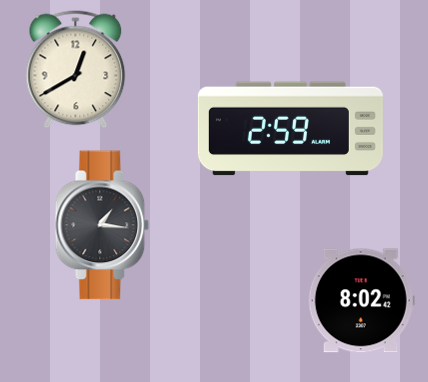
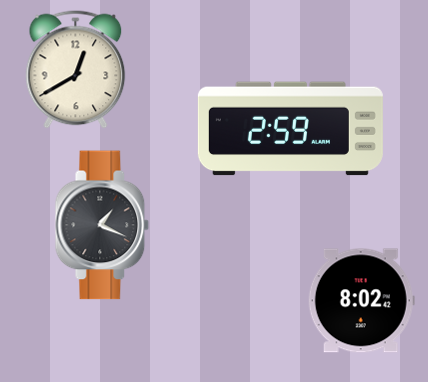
clock at (102, 225): 1:16 -> 1:19
